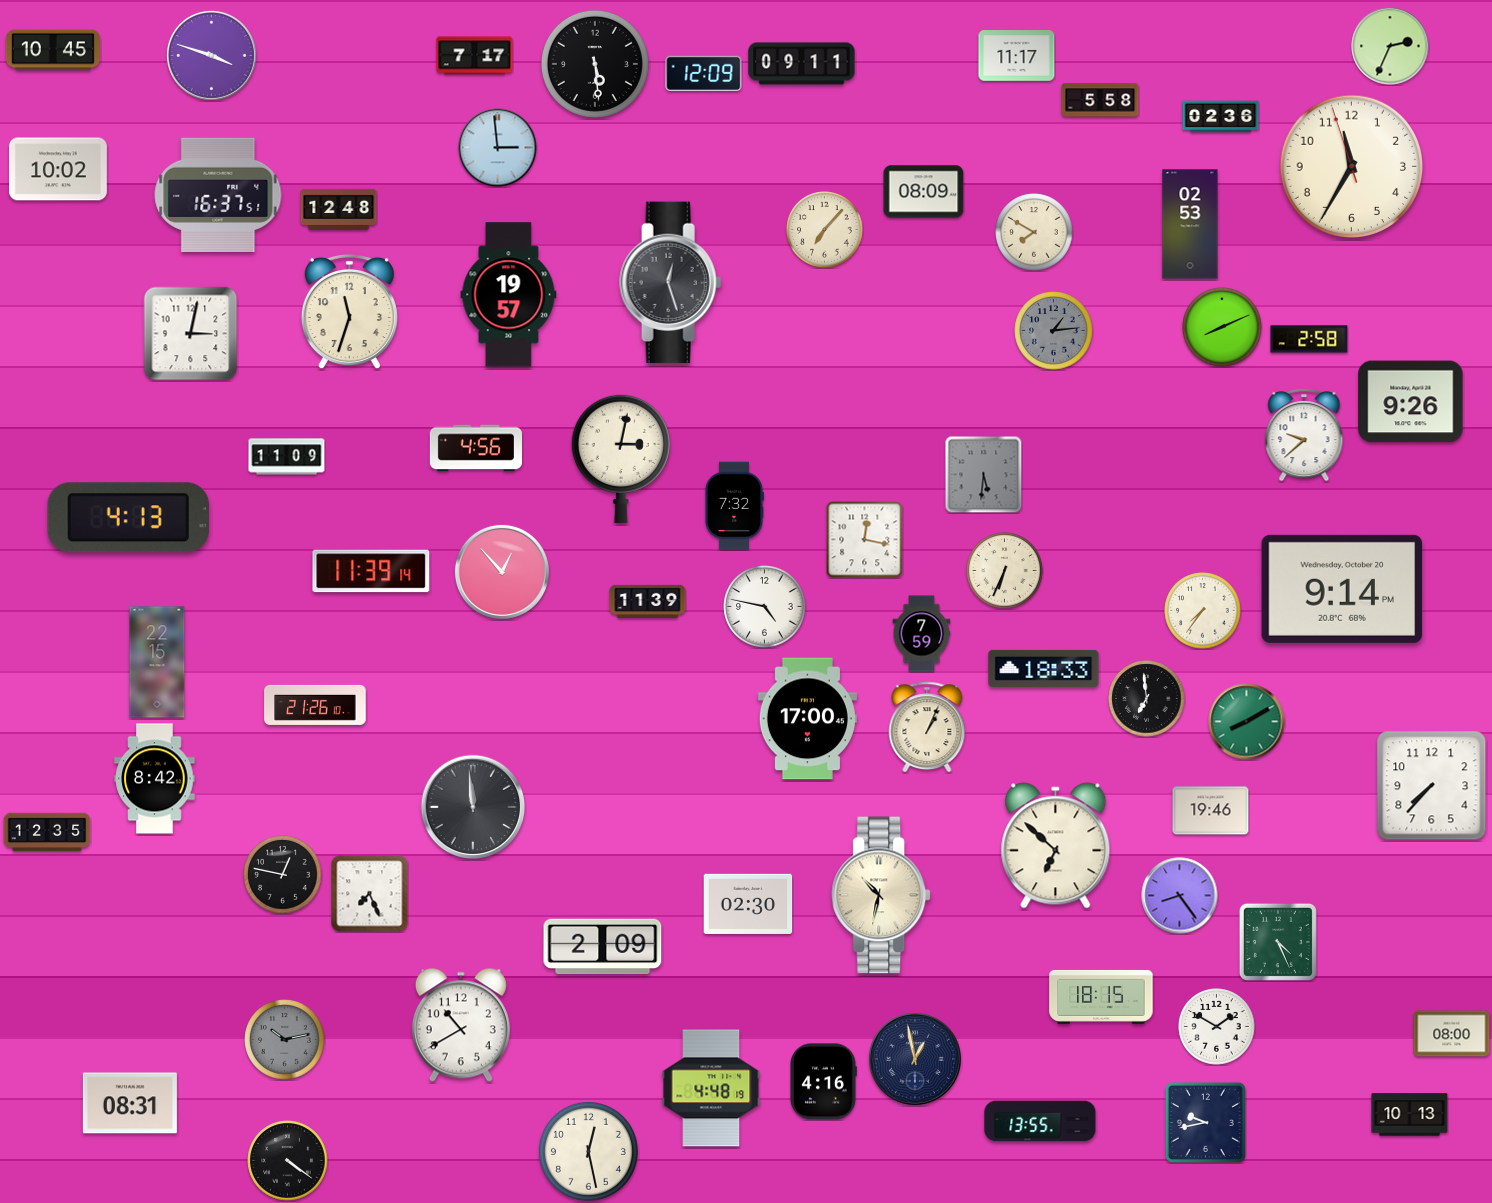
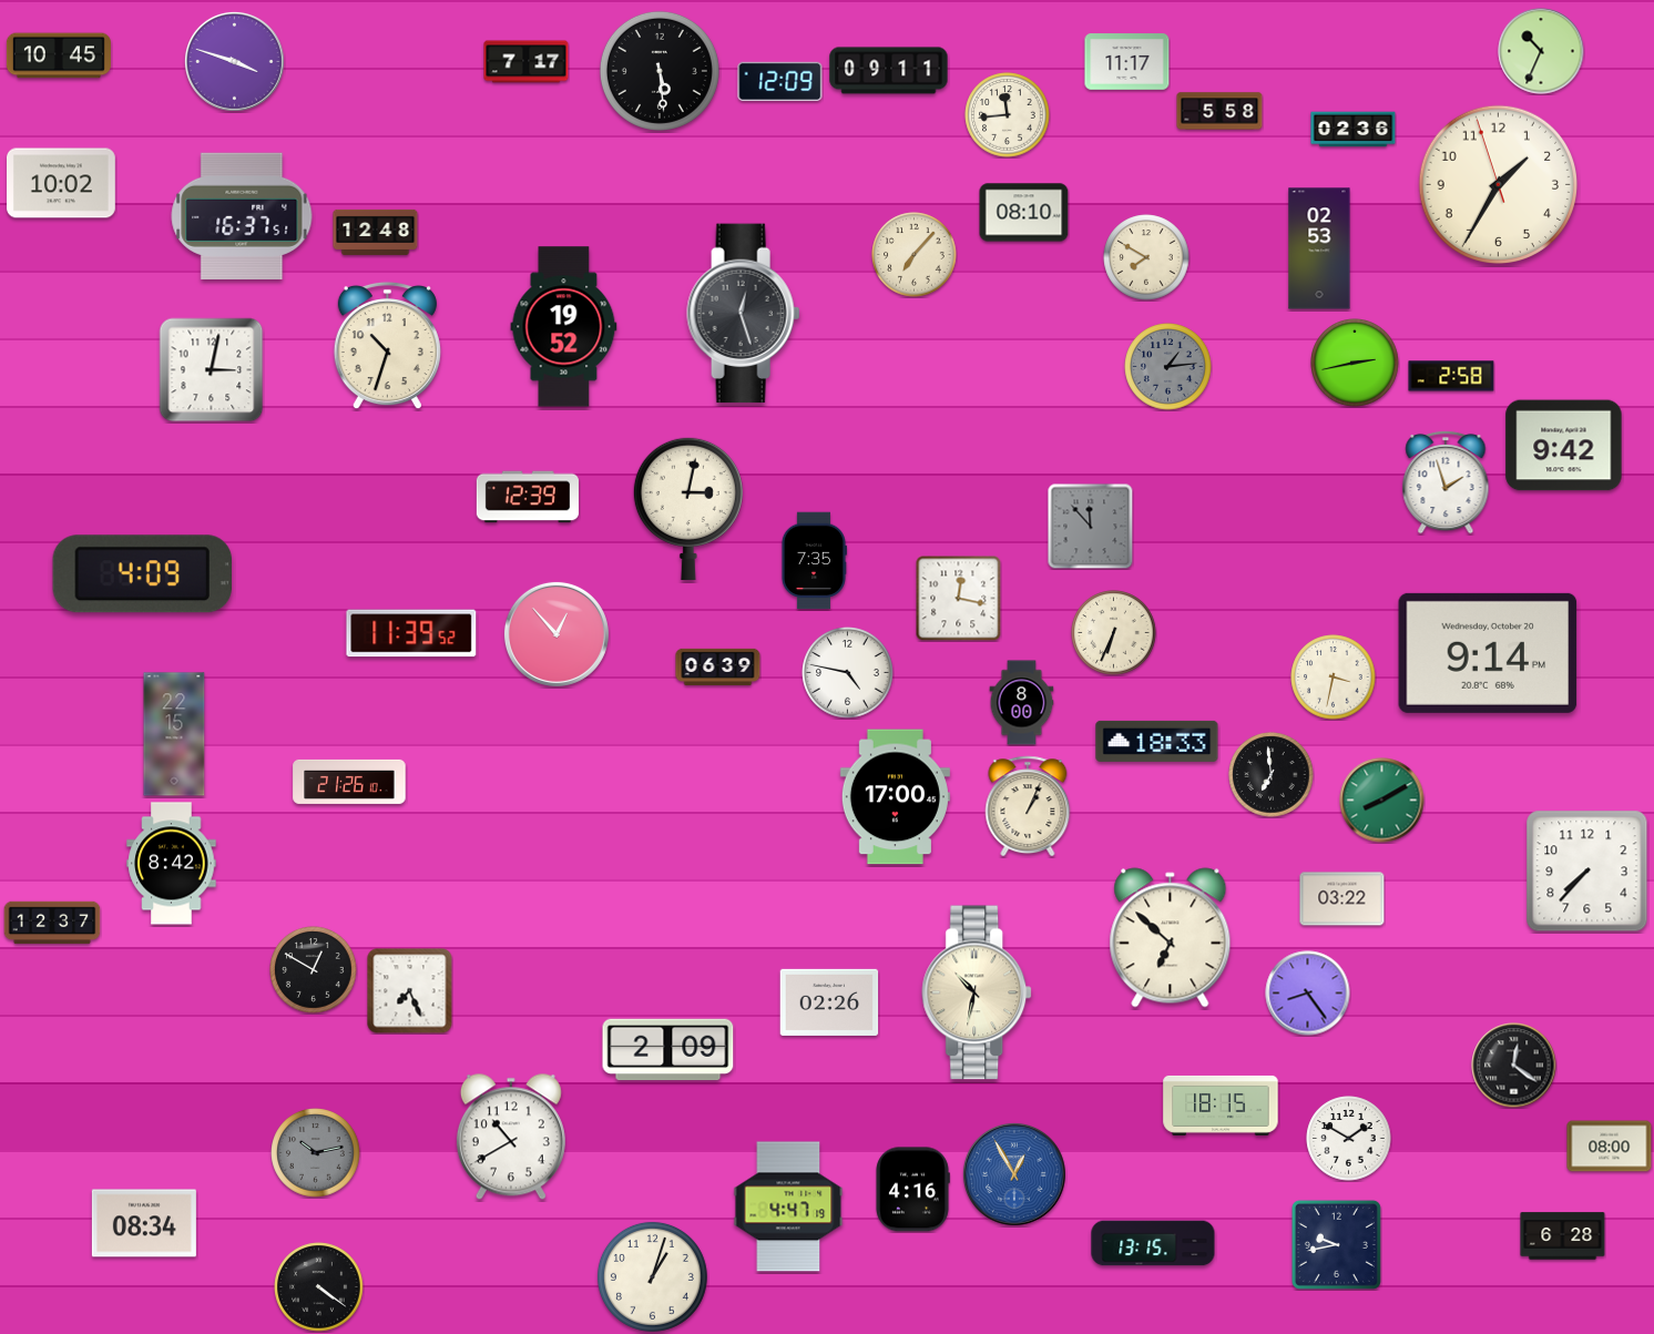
clock at (1390, 46): 2:34 -> 10:34
clock at (1008, 115): none -> 11:44
clock at (498, 148): 2:59 -> none
clock at (1351, 166): 11:34 -> 1:34
clock at (59, 169) position: (59, 169) -> (62, 183)
clock at (924, 192): 08:09 -> 08:10
clock at (509, 295): 19:57 -> 19:52
clock at (349, 312): 11:33 -> 10:33
clock at (1222, 327): 8:11 -> 2:43
clock at (1411, 402): 9:26 -> 9:42
clock at (1304, 435): 9:38 -> 1:57
clock at (476, 448): 4:56 -> 12:39
clock at (287, 457): 11:09 -> none
clock at (983, 474): 5:31 -> 11:53
clock at (734, 506): 7:32 -> 7:35
clock at (128, 518): 4:13 -> 4:09
clock at (371, 571): 11:39:14 -> 11:39:52
clock at (648, 601): 11:39 -> 06:39
clock at (1203, 611): 7:36 -> 3:32
clock at (922, 634): 7:59 -> 8:00
clock at (473, 807): 11:59 -> none
clock at (1211, 811): 19:46 -> 03:22
clock at (47, 832): 12:35 -> 12:37
clock at (283, 875): 12:47 -> 12:50
clock at (748, 904): 02:30 -> 02:26
clock at (1278, 942): 4:26 -> none
clock at (1514, 1066): none -> 12:21
clock at (915, 1059): 12:58 -> 12:55
clock at (915, 1059) dial: navy -> blue
clock at (823, 1082) position: (823, 1082) -> (912, 1190)
clock at (711, 1088): 4:48 -> 4:47
clock at (130, 1103): 08:31 -> 08:34
clock at (1410, 1115): 10:13 -> 6:28
clock at (1040, 1121): 13:55 -> 13:15
clock at (588, 1151): 12:28 -> 1:03
